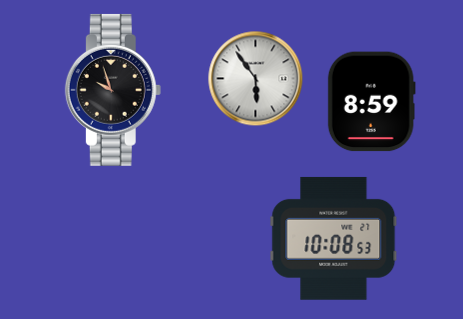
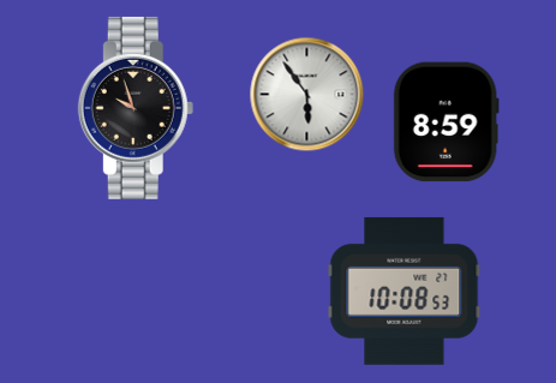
clock at (334, 238) position: (334, 238) -> (405, 291)
